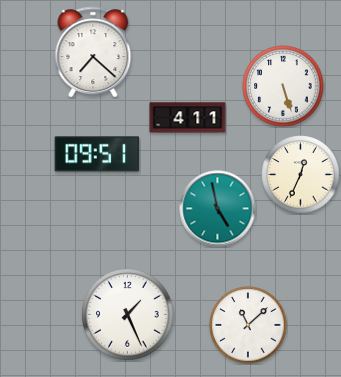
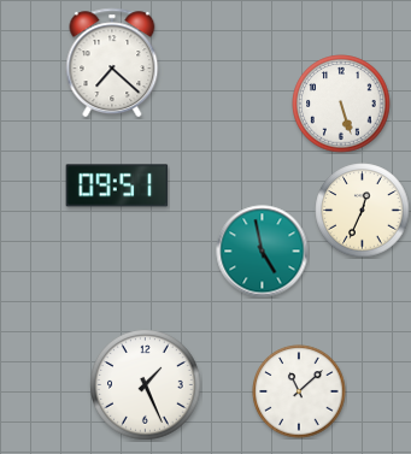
clock at (188, 118): 4:11 -> none
clock at (128, 315) position: (128, 315) -> (146, 385)
